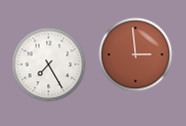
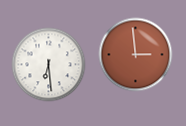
clock at (49, 65): 7:25 -> 6:29
